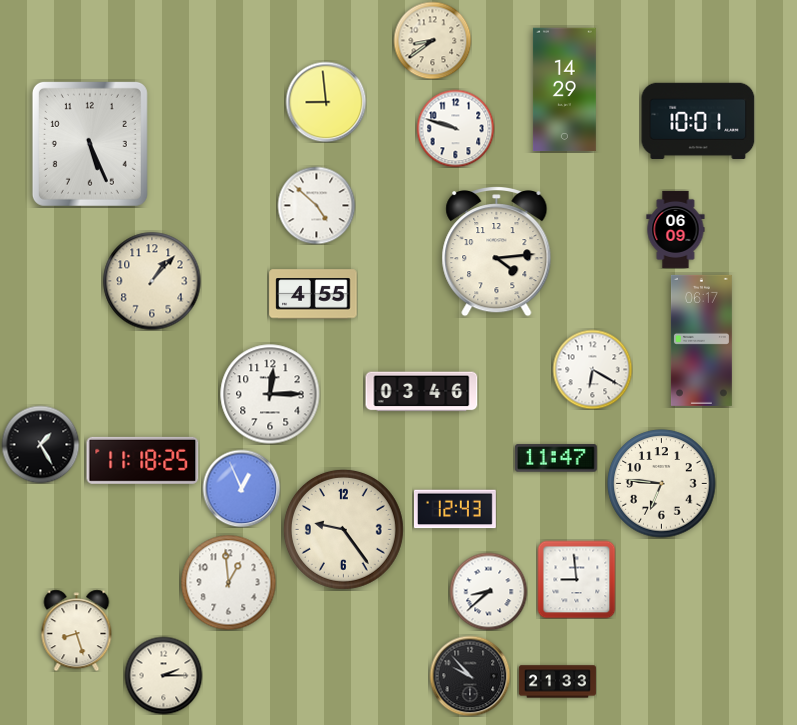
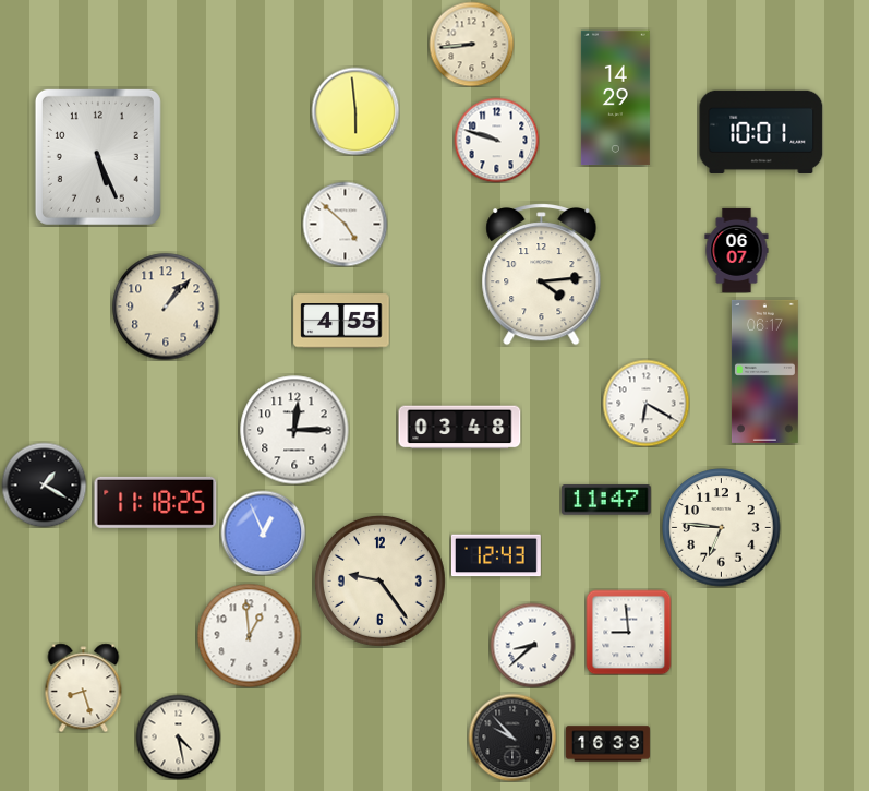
clock at (432, 40): 8:39 -> 8:44
clock at (326, 102): 8:59 -> 5:59
clock at (676, 229): 06:09 -> 06:07
clock at (422, 392): 03:46 -> 03:48
clock at (40, 444): 1:25 -> 1:20
clock at (343, 529) position: (343, 529) -> (379, 580)
clock at (163, 675): 2:15 -> 4:28
clock at (557, 682): 21:33 -> 16:33
